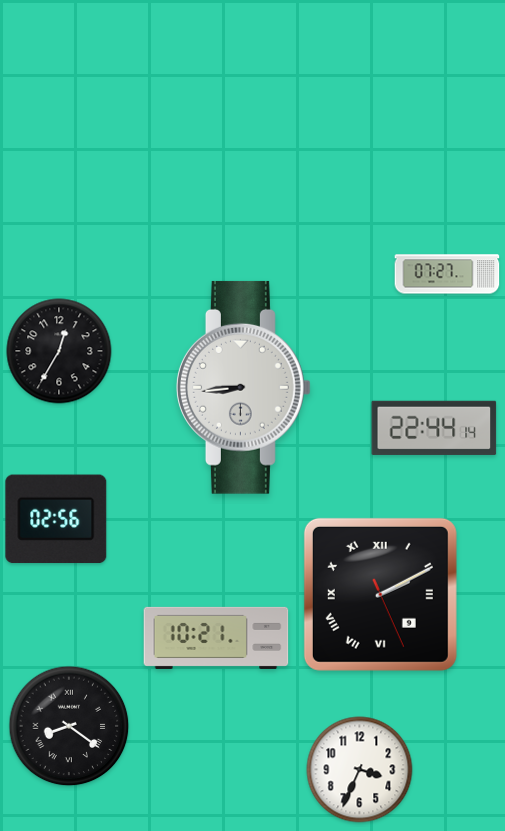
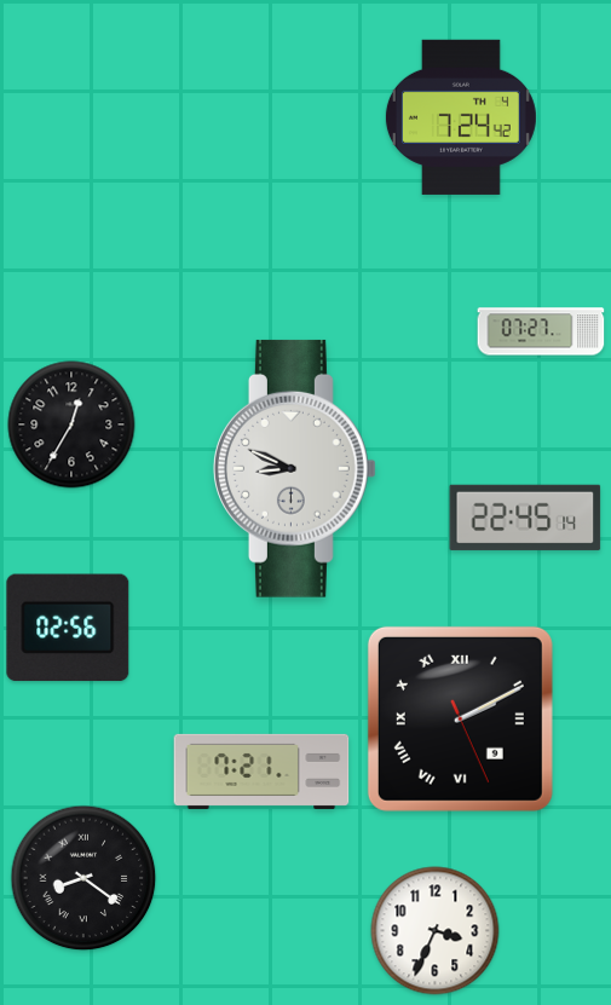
clock at (461, 117): none -> 7:24
clock at (243, 387): 8:44 -> 8:49
clock at (434, 428): 22:44 -> 22:45
clock at (216, 638): 10:21 -> 7:21
